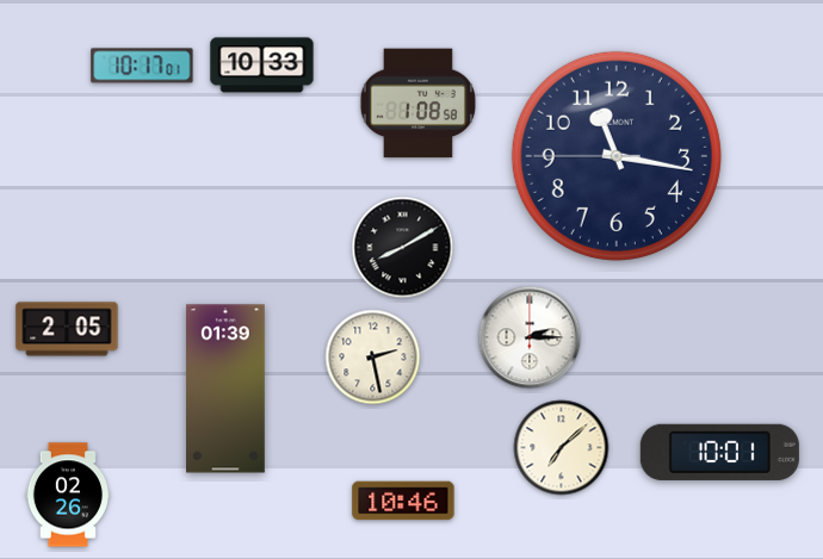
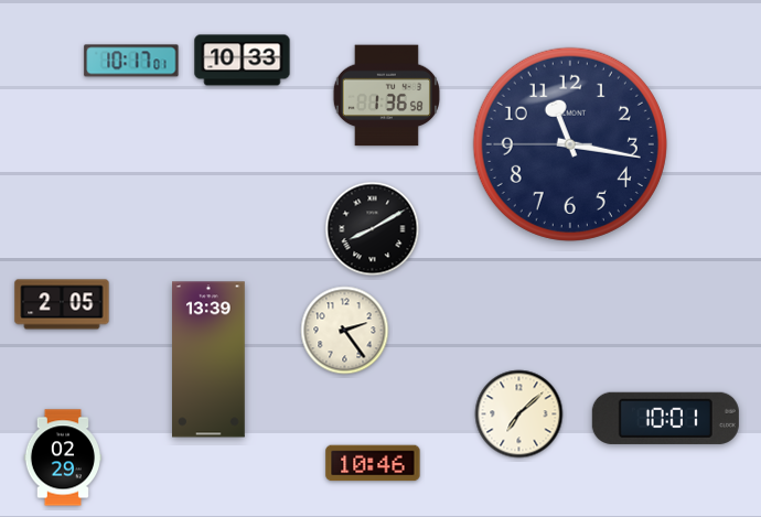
clock at (417, 104): 1:08 -> 1:36
clock at (530, 337): 2:15 -> none
clock at (373, 358): 2:28 -> 2:24
clock at (227, 389): 01:39 -> 13:39
clock at (67, 495): 02:26 -> 02:29
